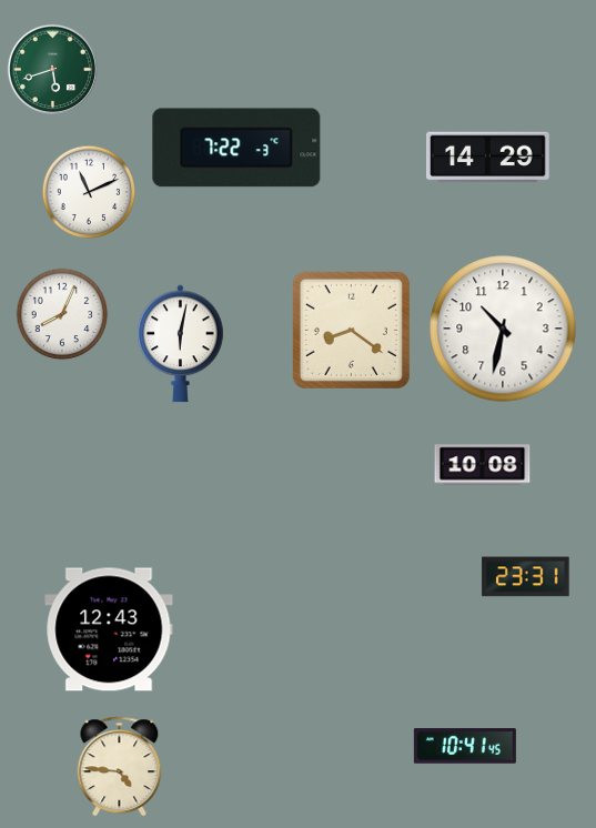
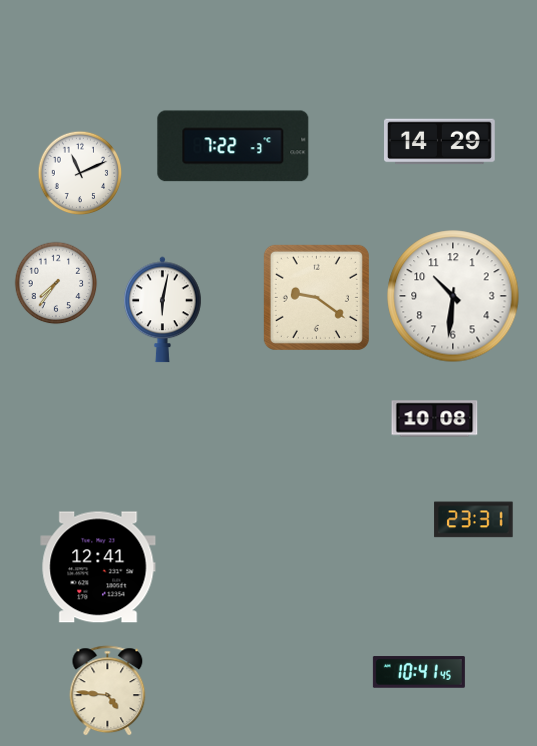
clock at (53, 70): 5:42 -> none
clock at (236, 148) position: (236, 148) -> (233, 146)
clock at (62, 314): 8:04 -> 7:36
clock at (503, 329): 10:32 -> 10:31
clock at (351, 330): 8:21 -> 9:21
clock at (109, 629): 12:43 -> 12:41
